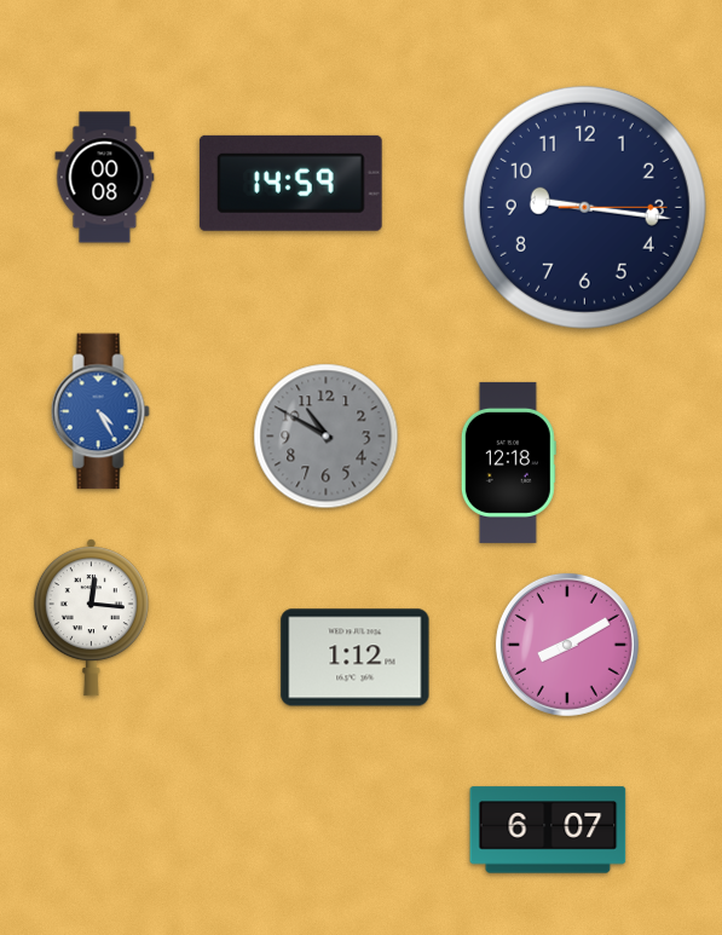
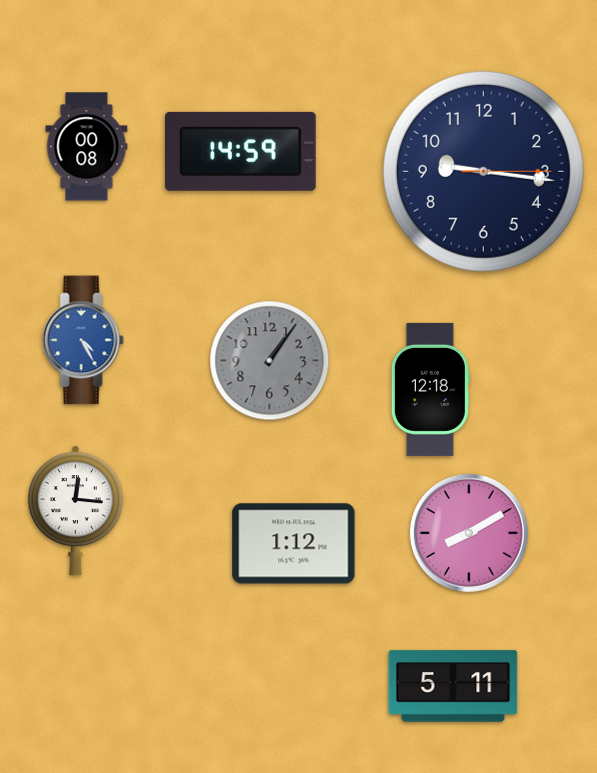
clock at (327, 437): 10:50 -> 1:06
clock at (508, 462) position: (508, 462) -> (430, 389)
clock at (548, 830): 6:07 -> 5:11
